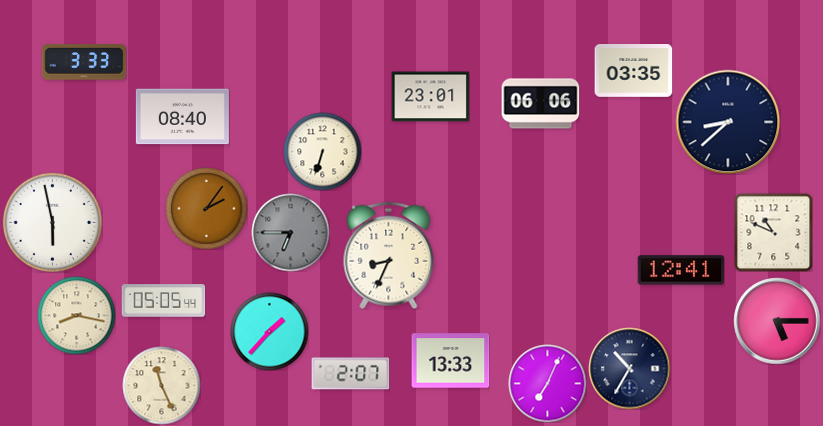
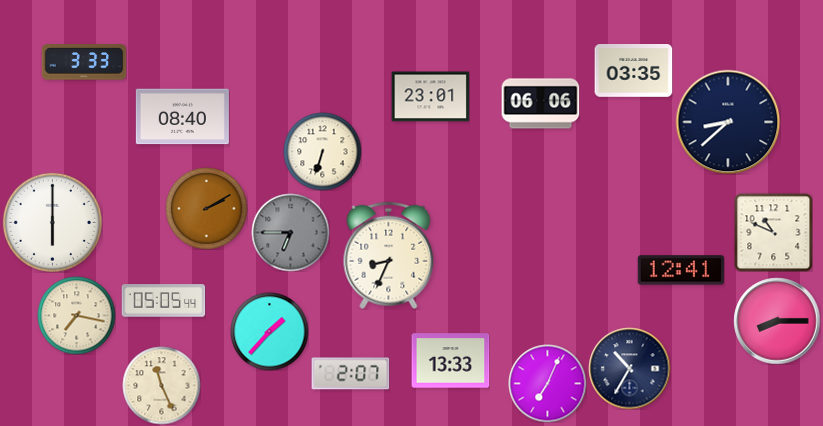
clock at (206, 208): 2:06 -> 2:10
clock at (52, 222): 5:58 -> 6:00
clock at (76, 315): 8:17 -> 7:17
clock at (777, 321): 5:15 -> 8:15
